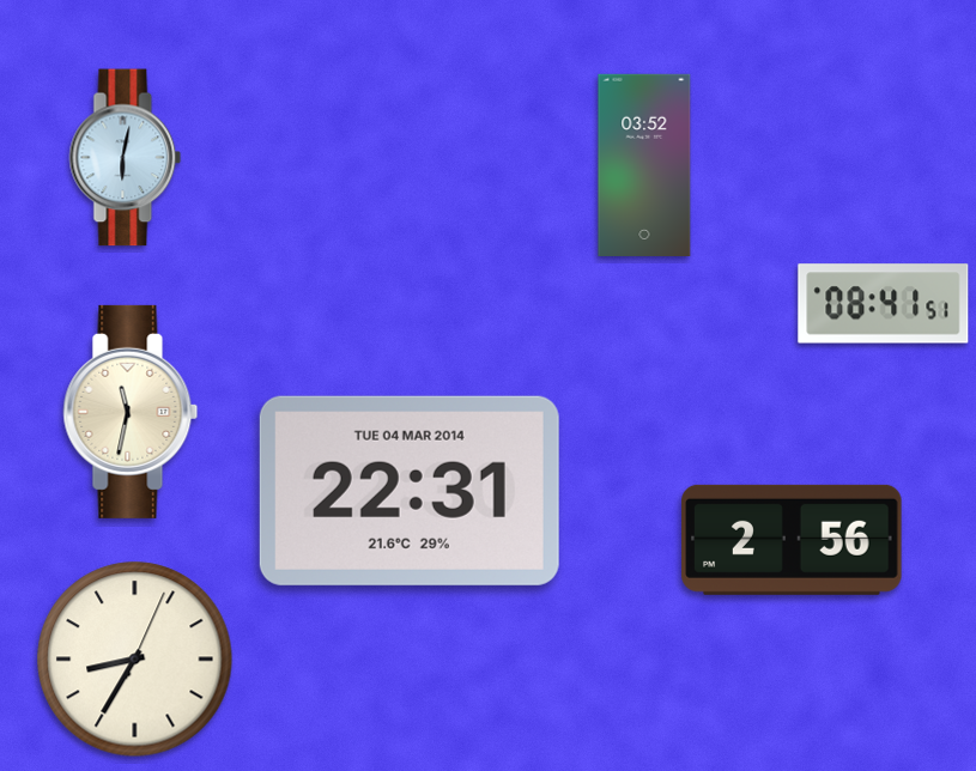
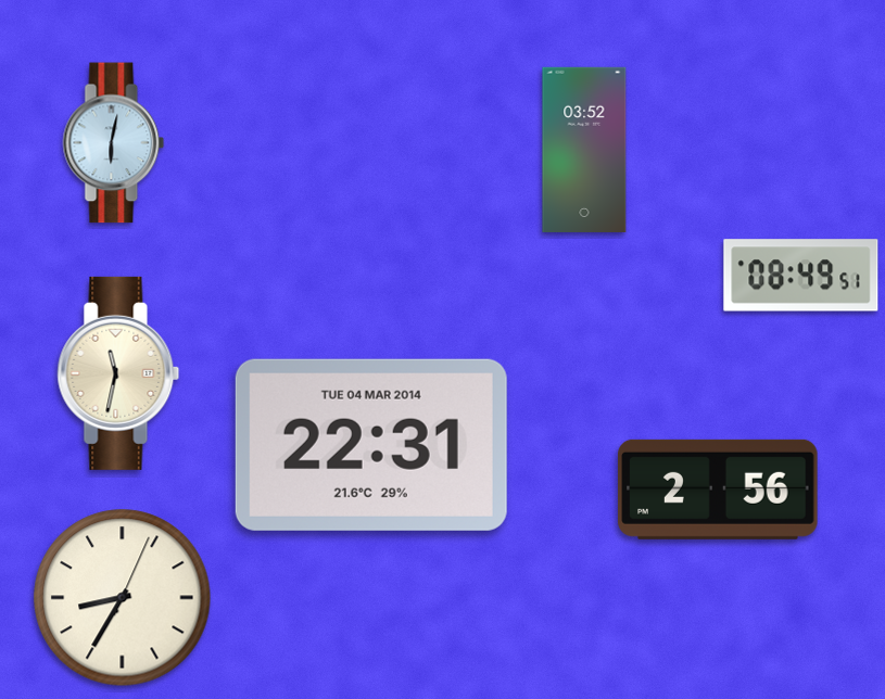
clock at (884, 304): 08:41 -> 08:49
